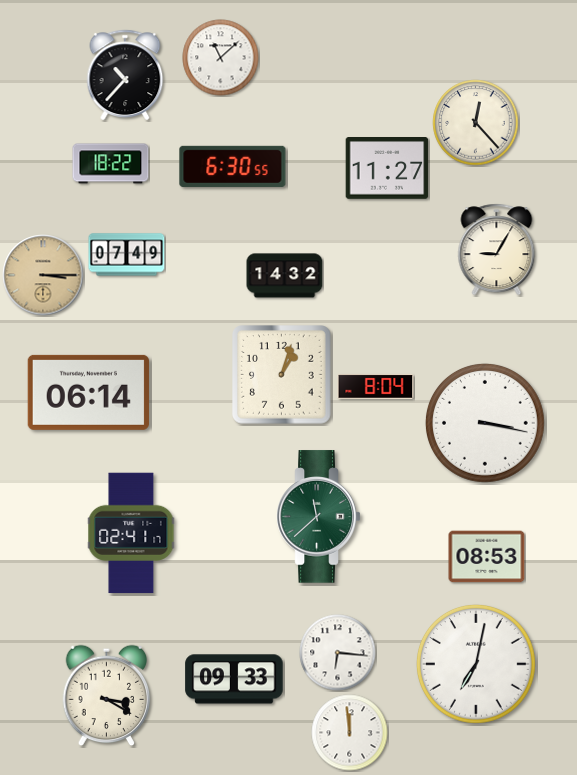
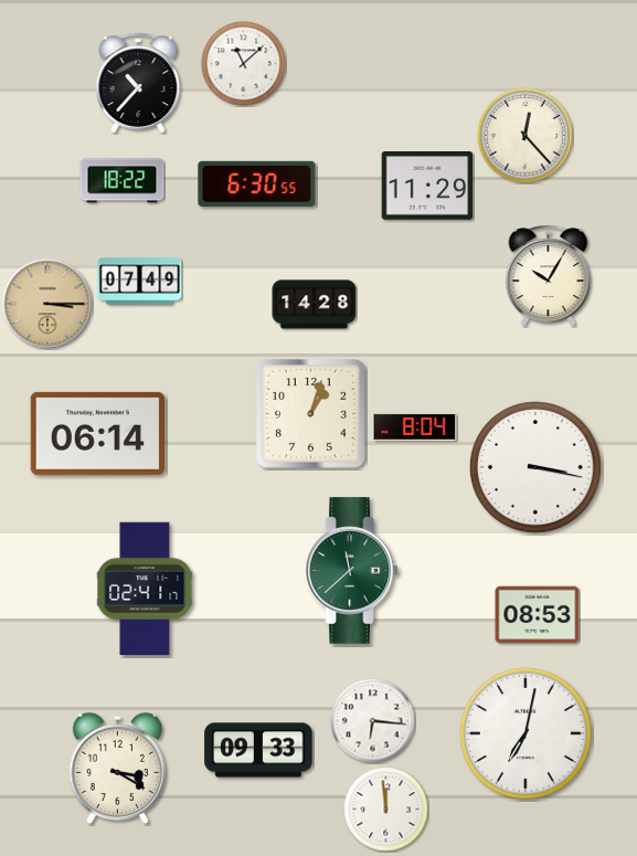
clock at (387, 168): 11:27 -> 11:29
clock at (497, 250): 9:05 -> 10:05
clock at (285, 276): 14:32 -> 14:28
